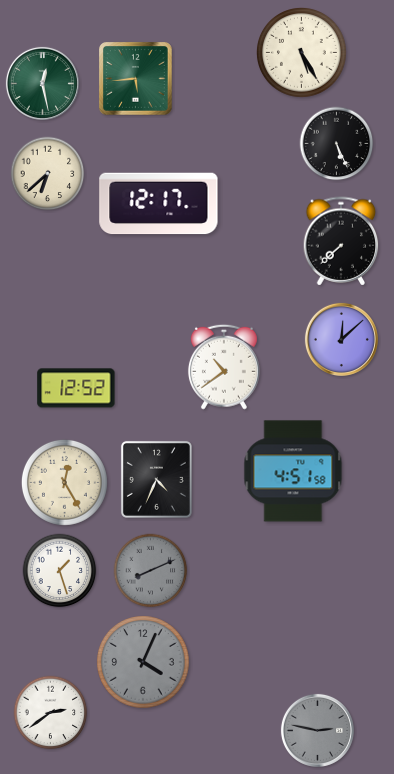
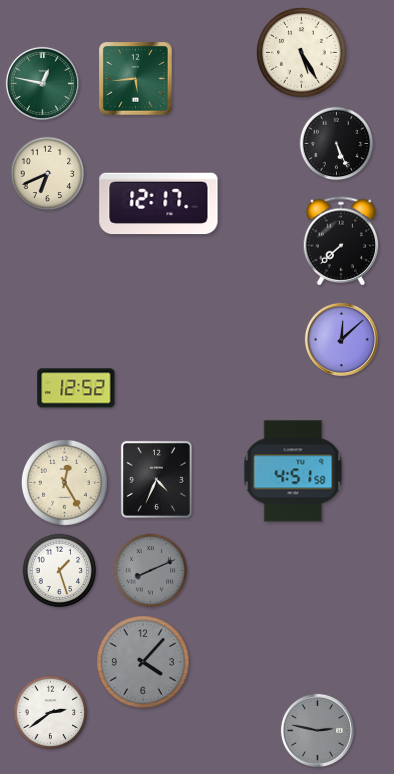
clock at (42, 83): 12:28 -> 12:47
clock at (48, 174): 6:38 -> 6:41
clock at (224, 367): 10:39 -> none
clock at (143, 662): 4:04 -> 4:07
